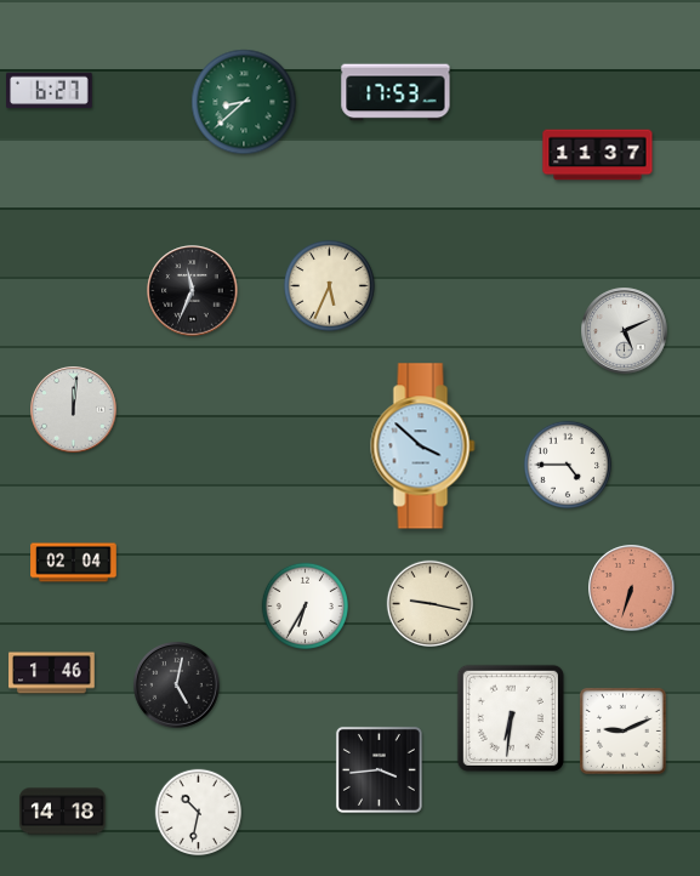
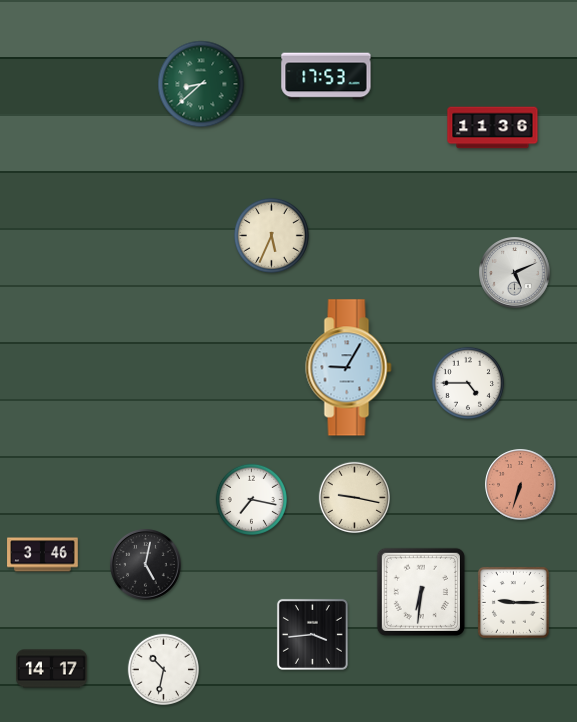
clock at (50, 91): 6:27 -> none
clock at (598, 155): 11:37 -> 11:36
clock at (193, 291): 11:34 -> none
clock at (74, 410): 12:01 -> none
clock at (423, 446): 3:52 -> 9:05
clock at (74, 563): 02:04 -> none
clock at (305, 605): 6:35 -> 7:17
clock at (52, 673): 1:46 -> 3:46
clock at (622, 730): 9:11 -> 9:15
clock at (63, 812): 14:18 -> 14:17
